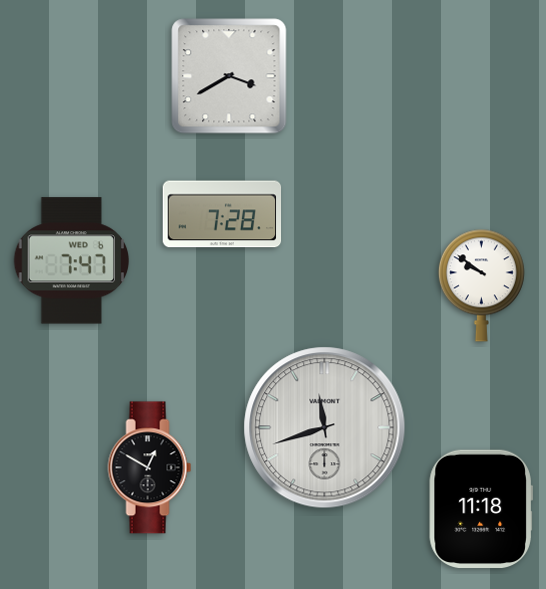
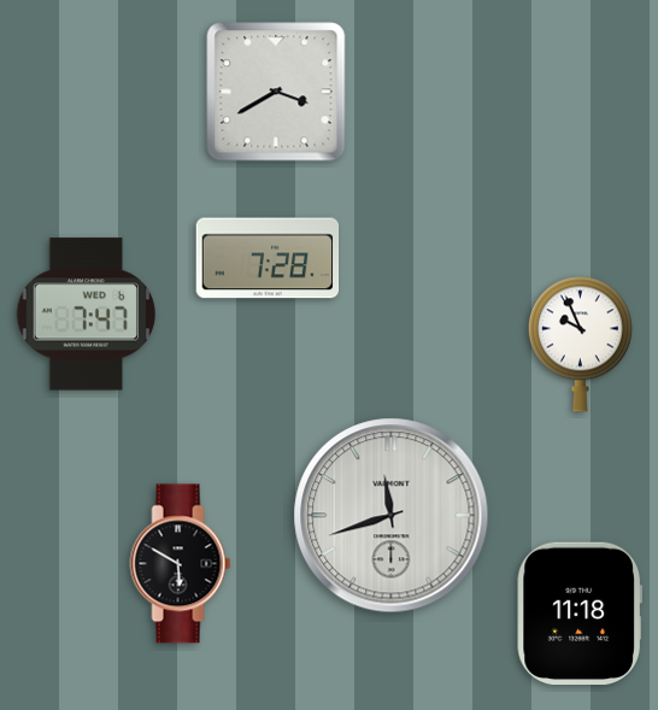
clock at (481, 285): 9:51 -> 9:56
clock at (150, 468): 12:50 -> 5:50
